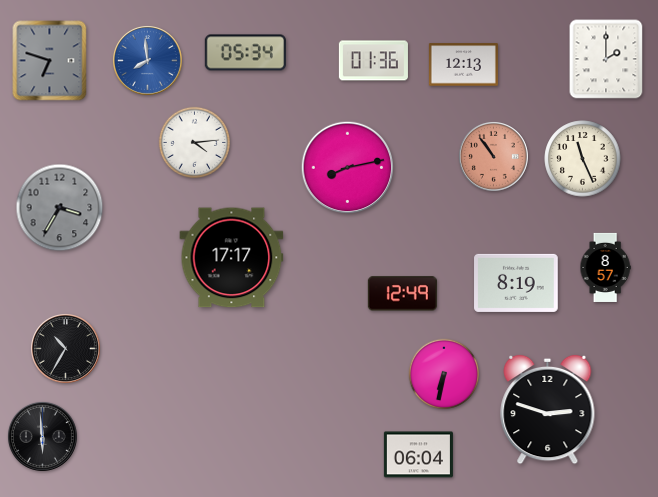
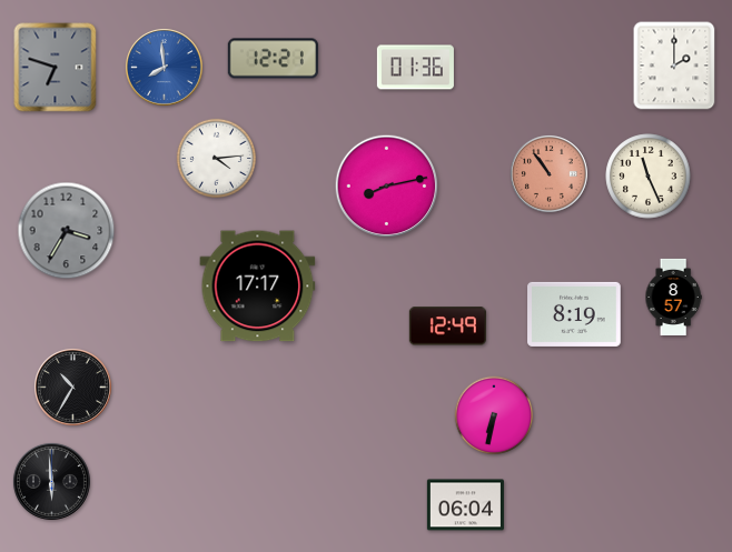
clock at (245, 53): 05:34 -> 12:21
clock at (463, 65): 12:13 -> none
clock at (548, 410): 2:48 -> none
clock at (42, 436) position: (42, 436) -> (51, 481)
